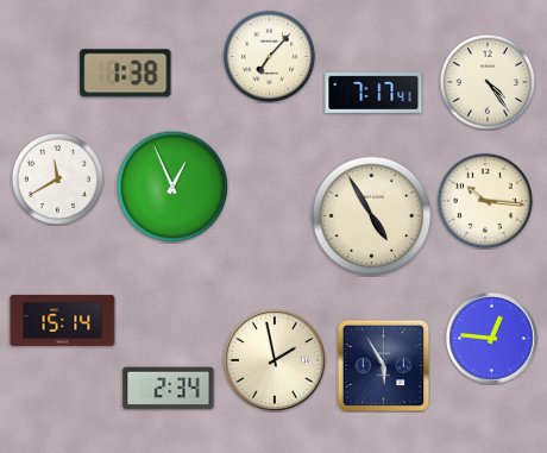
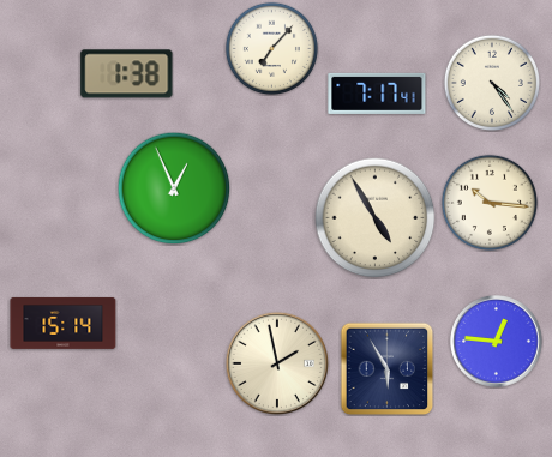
clock at (269, 56) position: (269, 56) -> (271, 48)
clock at (57, 178): 11:40 -> none
clock at (169, 389): 2:34 -> none
